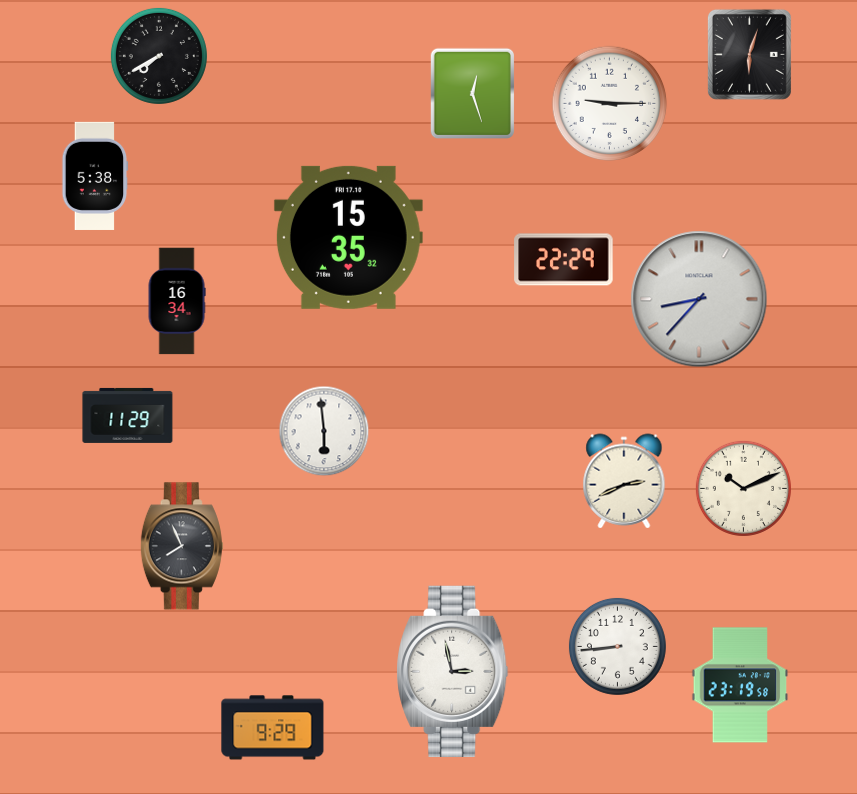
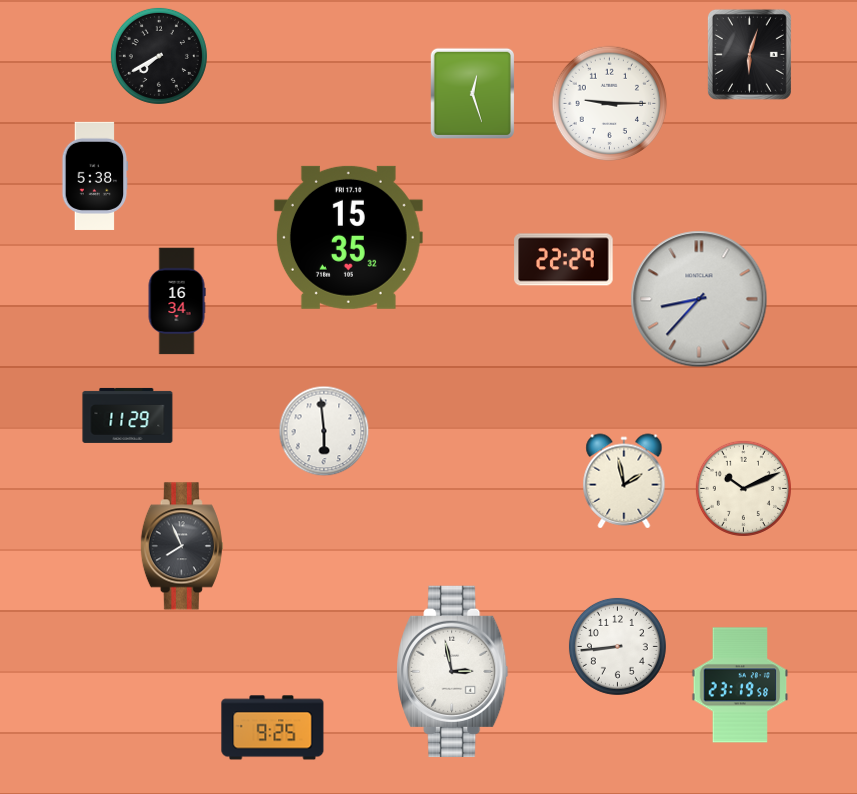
clock at (624, 481): 2:41 -> 1:58
clock at (273, 728): 9:29 -> 9:25
